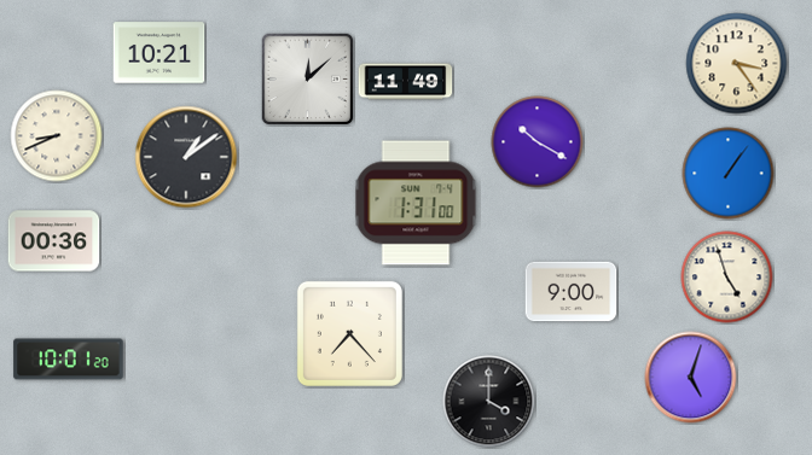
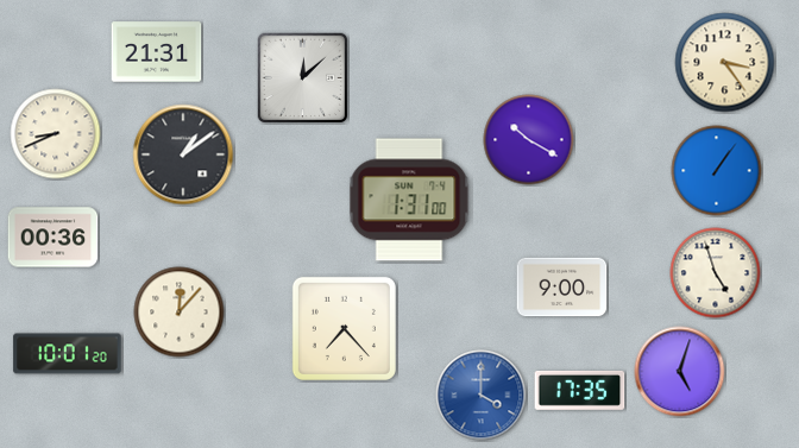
clock at (159, 53): 10:21 -> 21:31
clock at (406, 82): 11:49 -> none
clock at (180, 313): none -> 12:07
clock at (580, 390): none -> 17:35
clock at (489, 402) dial: black -> blue
